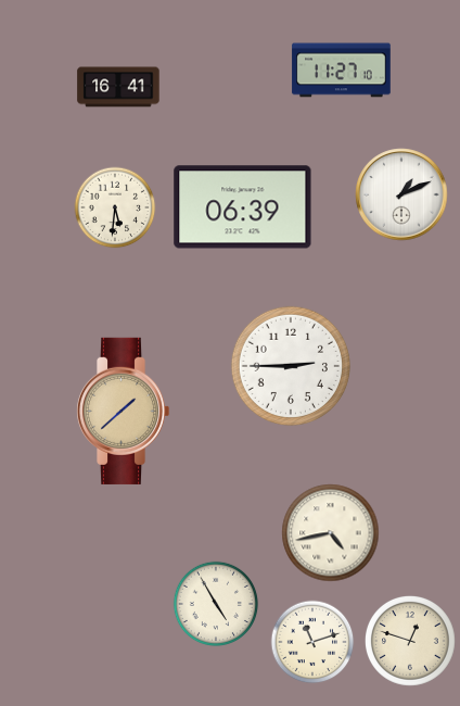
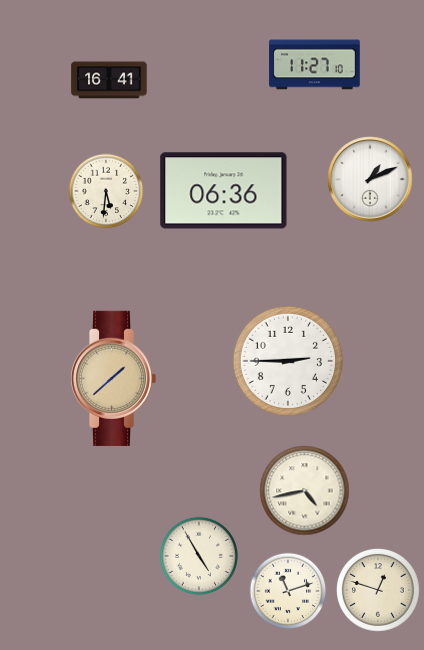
clock at (243, 207): 06:39 -> 06:36
clock at (291, 366) position: (291, 366) -> (288, 361)
